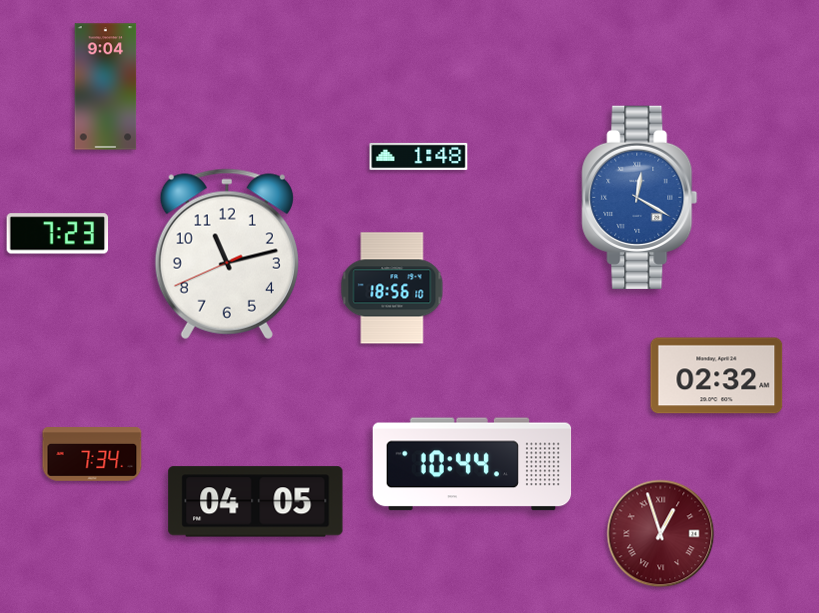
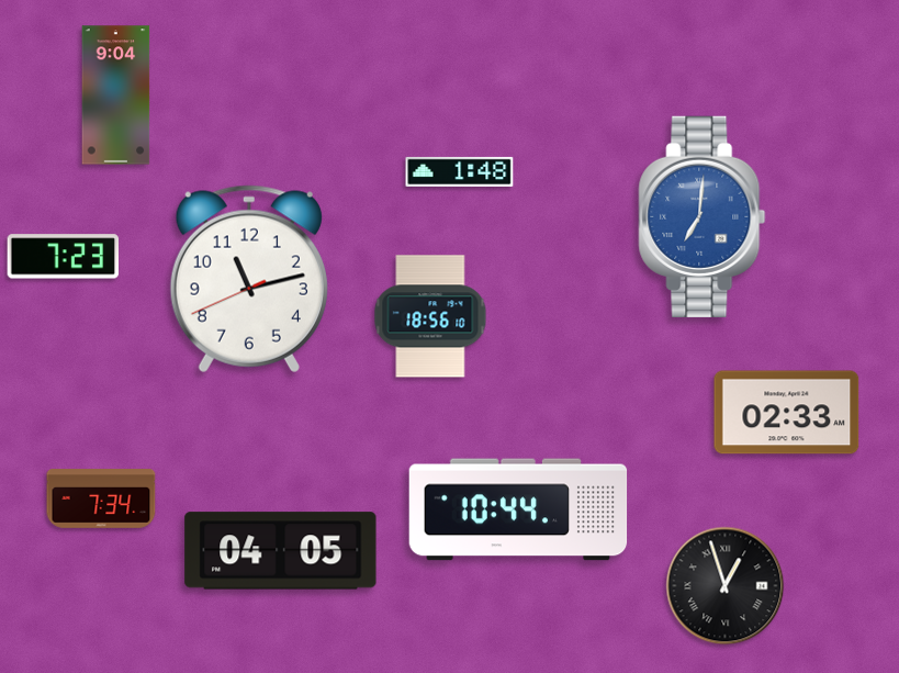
clock at (640, 197): 12:20 -> 7:01
clock at (717, 376): 02:32 -> 02:33
clock at (661, 534) dial: burgundy -> black
